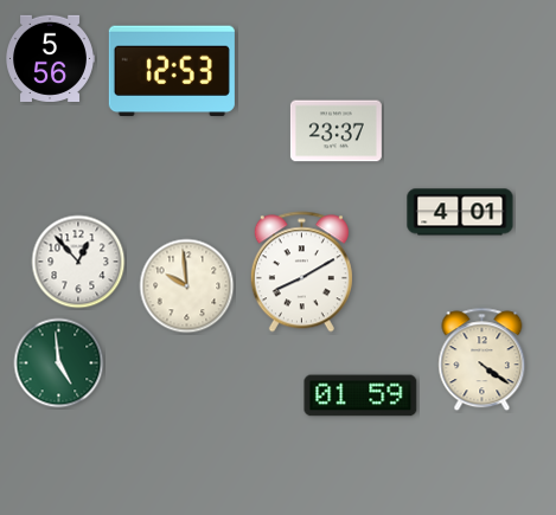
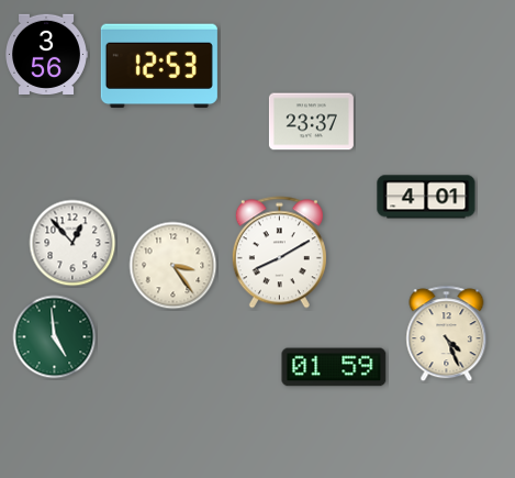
clock at (51, 59): 5:56 -> 3:56
clock at (187, 287): 9:59 -> 3:24
clock at (482, 360): 4:21 -> 4:26
